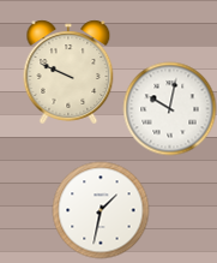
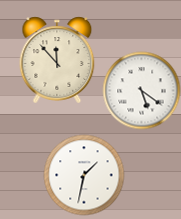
clock at (68, 72): 9:49 -> 11:53
clock at (169, 108): 10:02 -> 5:21
